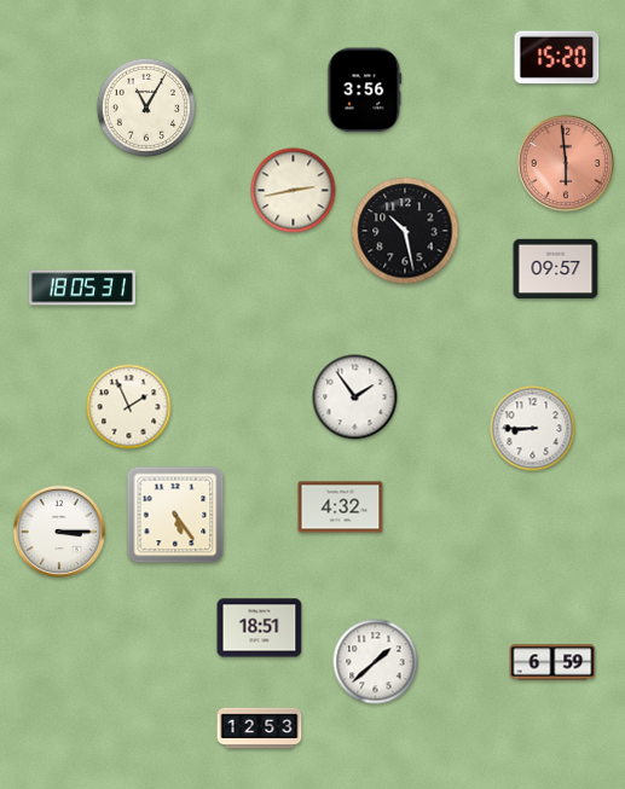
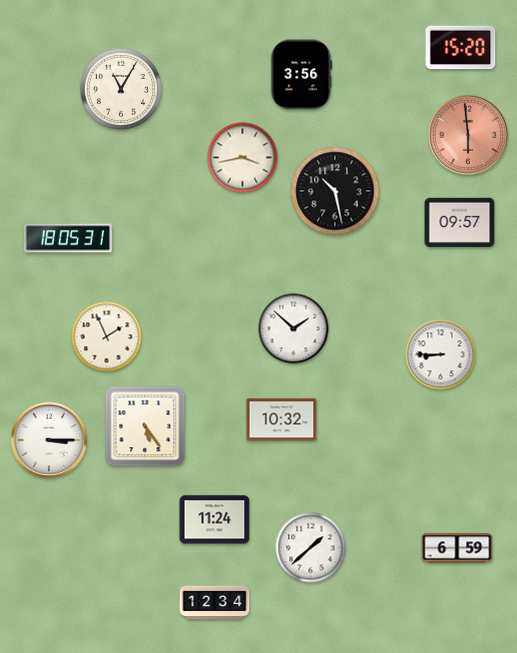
clock at (294, 191): 2:43 -> 3:43
clock at (355, 398): 1:54 -> 1:52
clock at (341, 507): 4:32 -> 10:32
clock at (260, 628): 18:51 -> 11:24
clock at (260, 729): 12:53 -> 12:34
